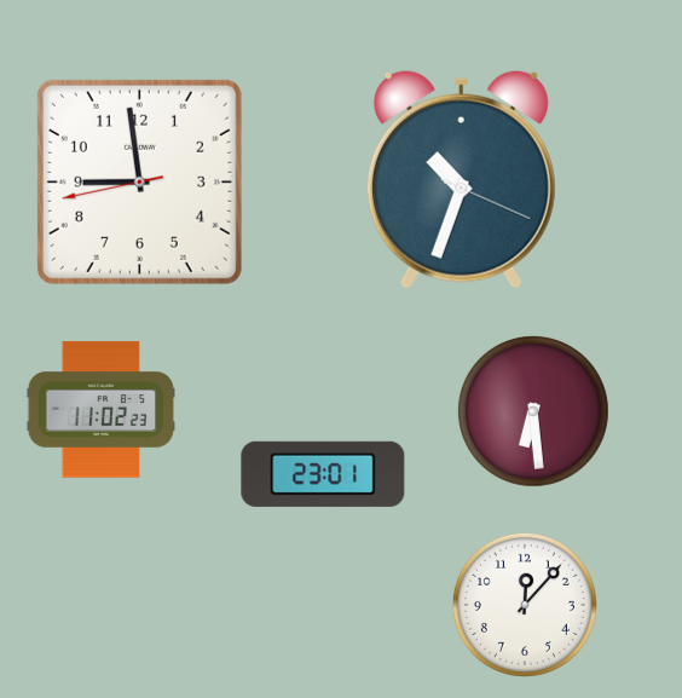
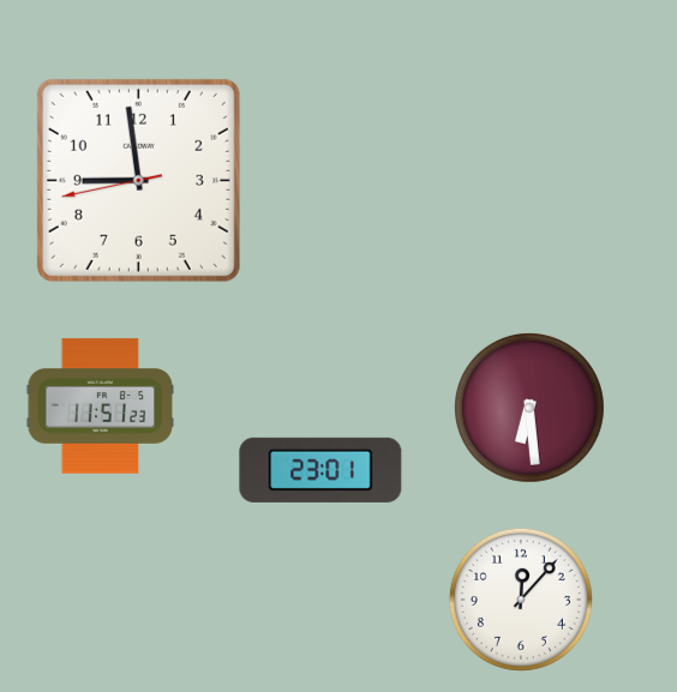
clock at (461, 179): 10:33 -> none
clock at (100, 410): 11:02 -> 11:51
